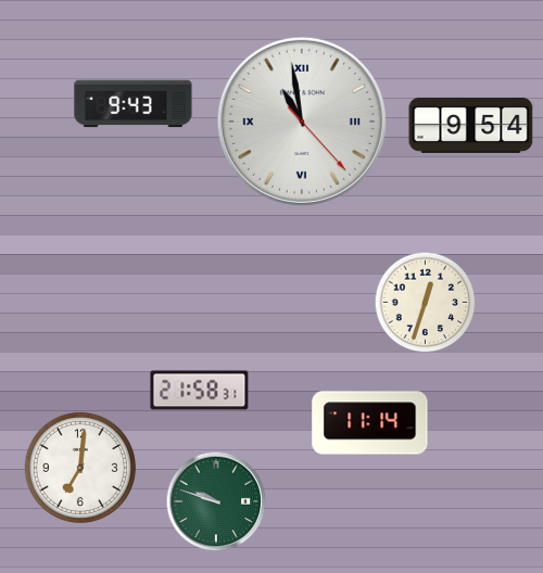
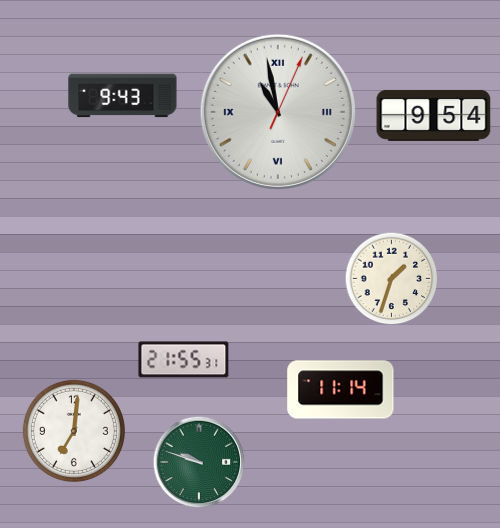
clock at (302, 122): 10:58:23 -> 10:58:04
clock at (426, 303): 12:33 -> 1:33
clock at (200, 391): 21:58 -> 21:55
